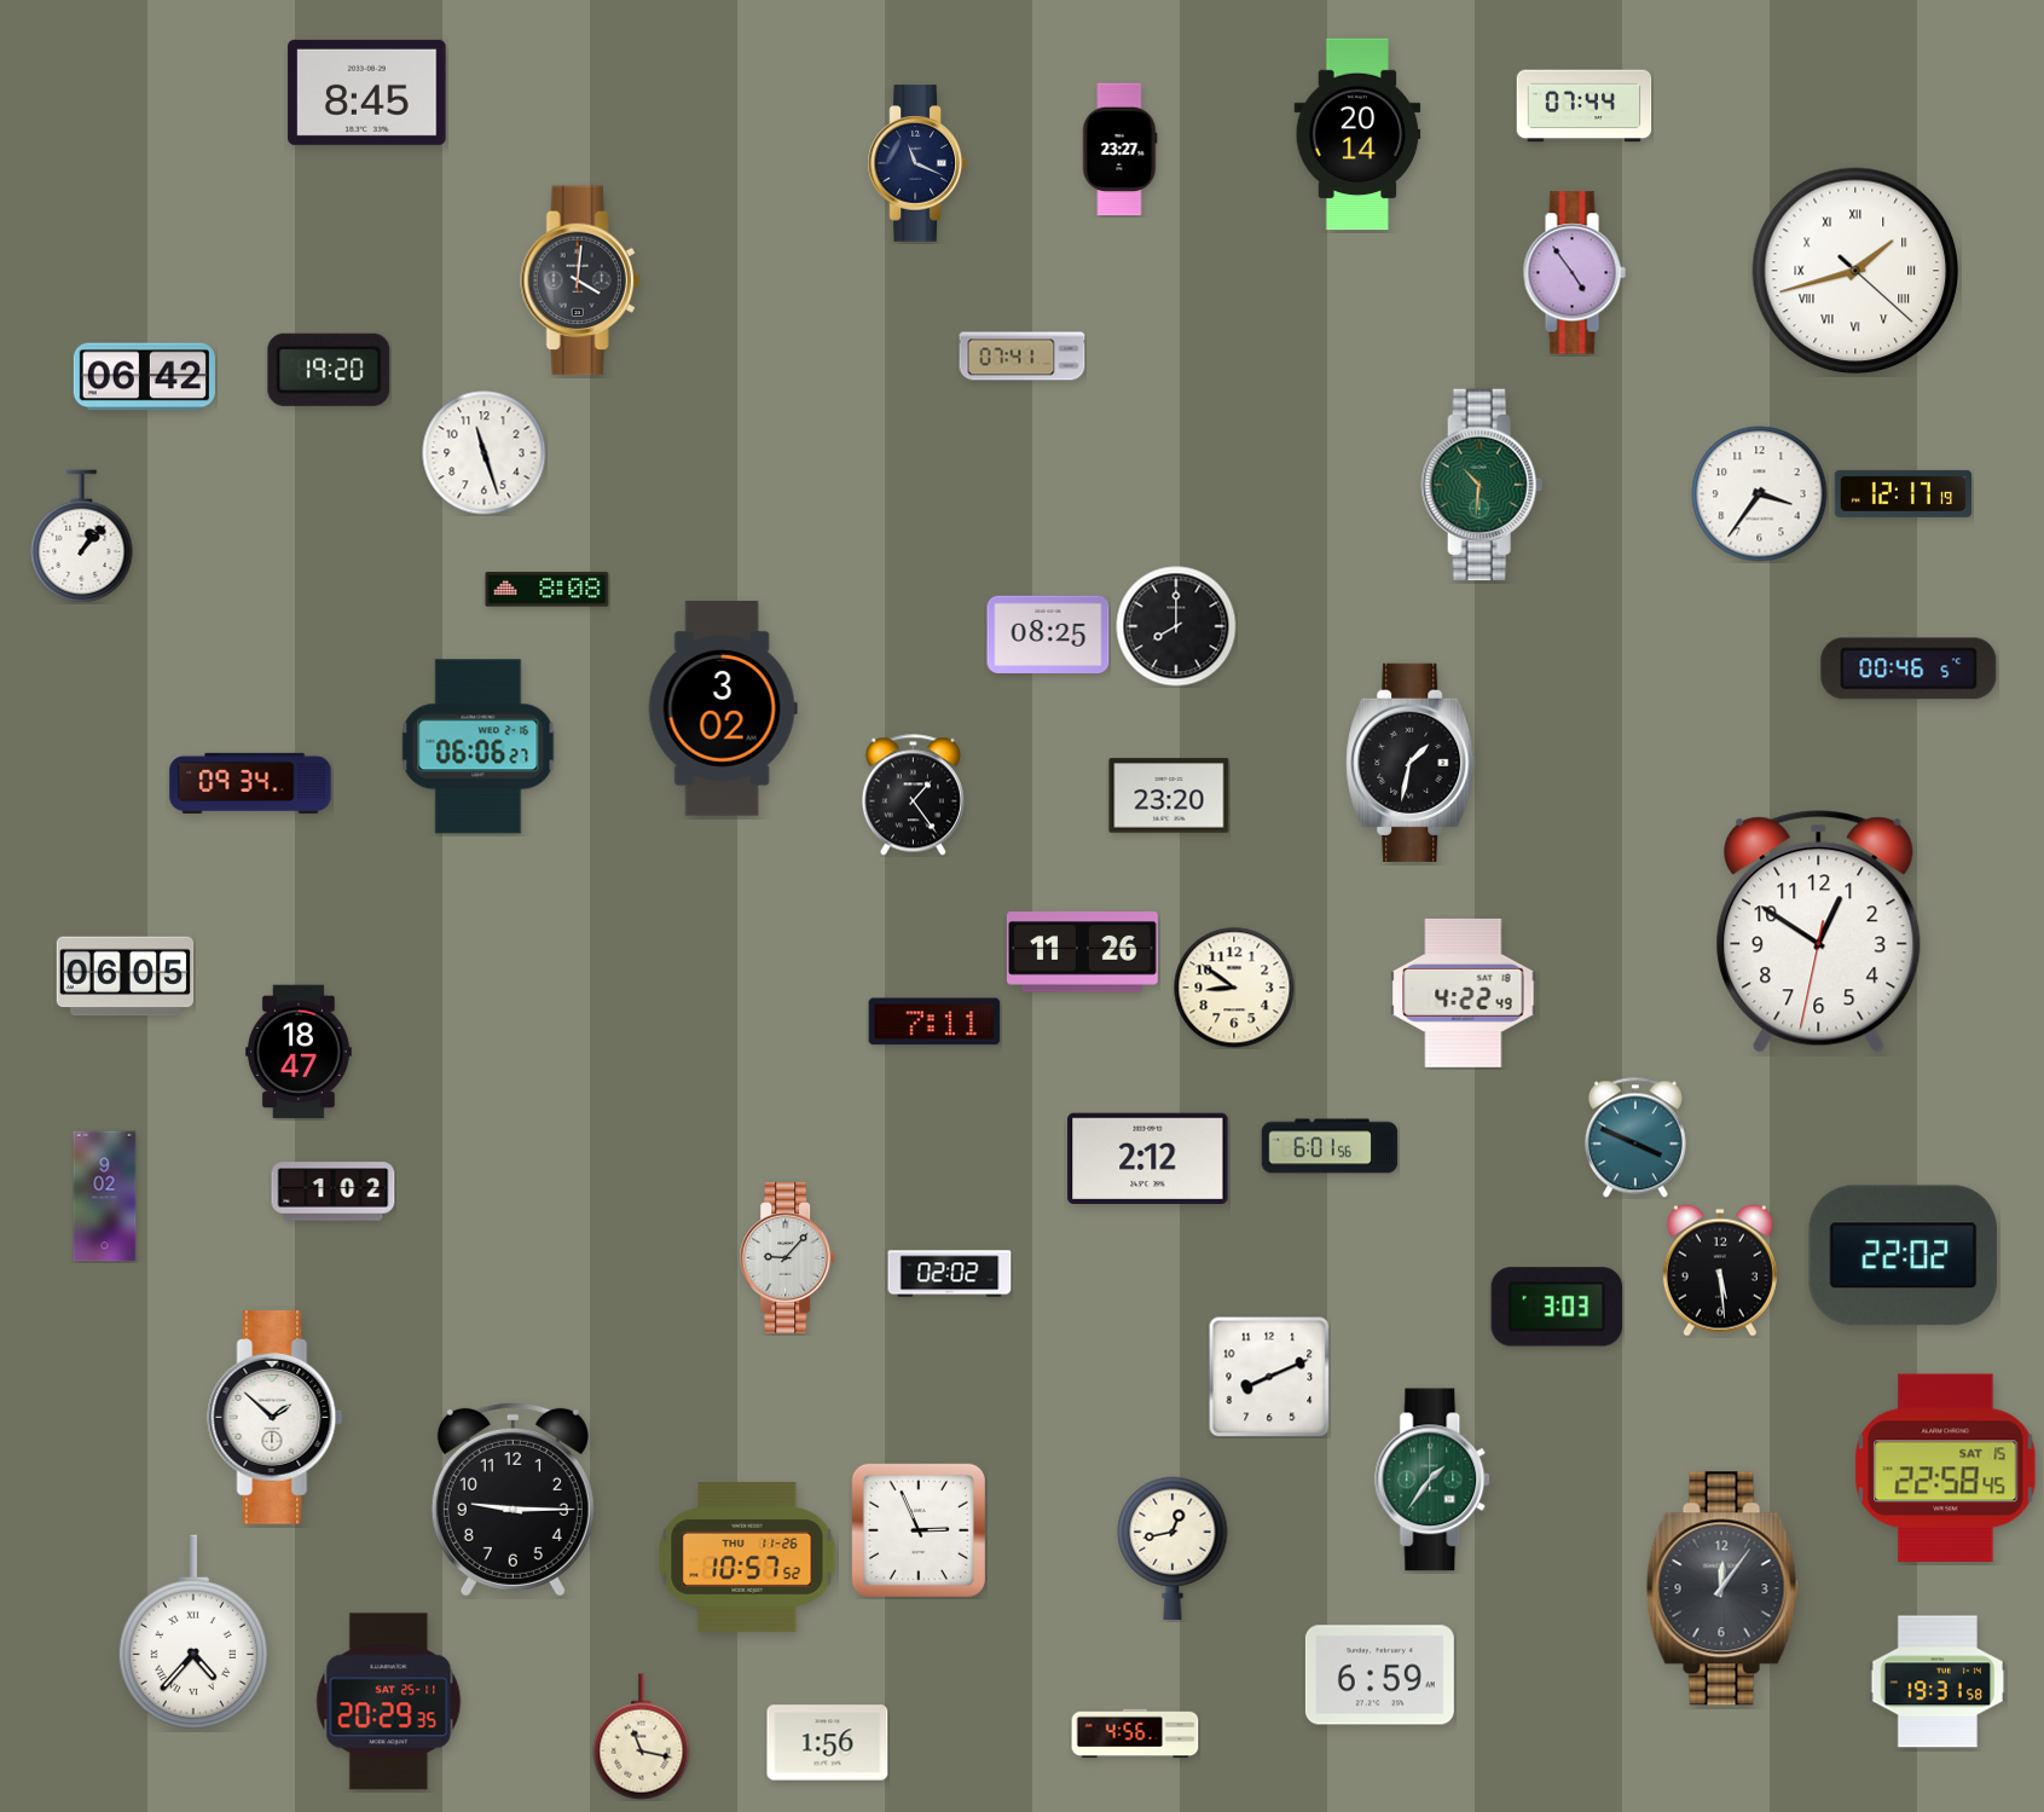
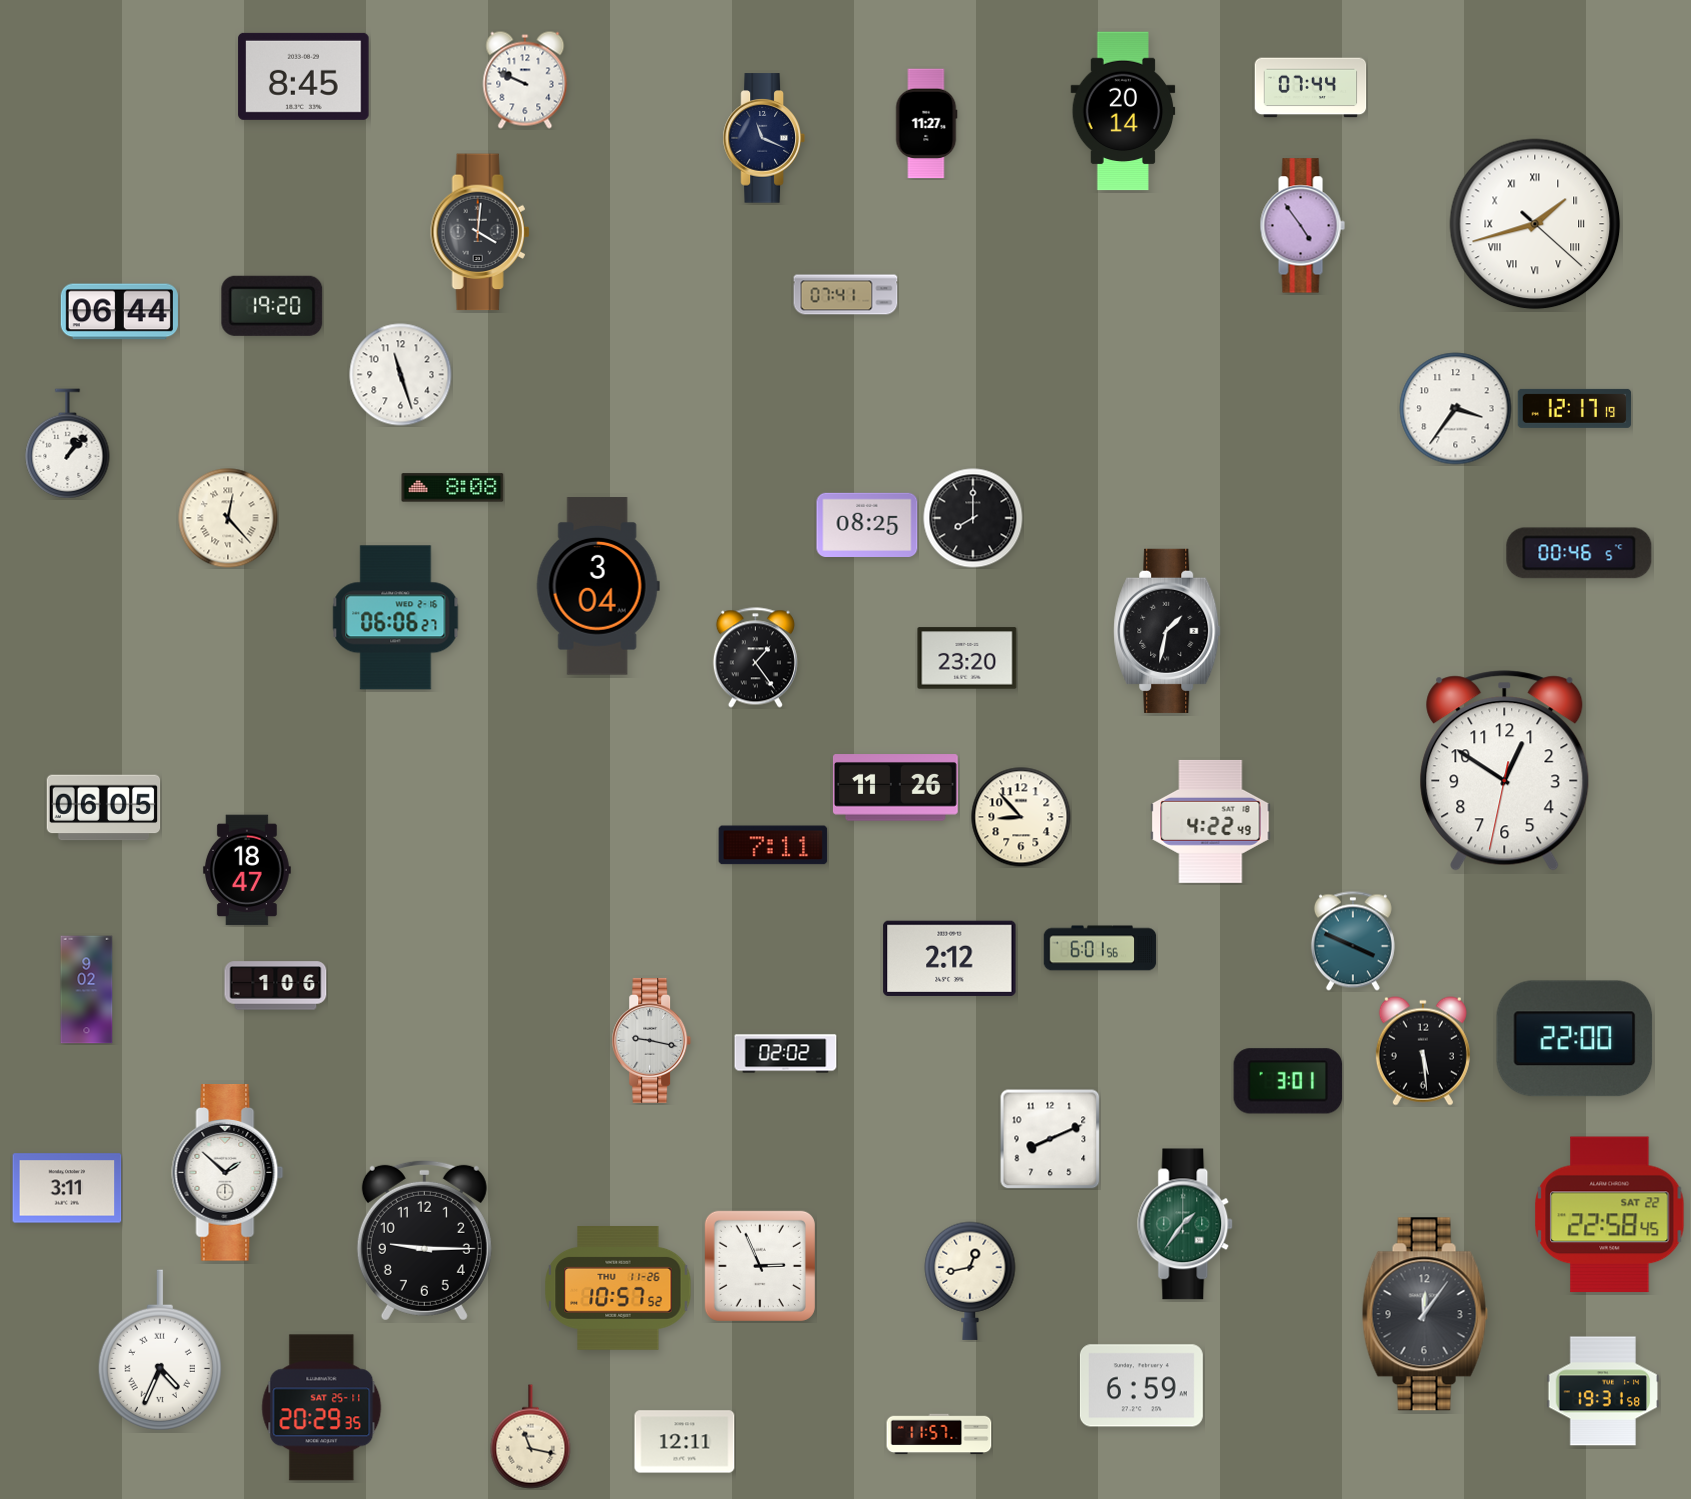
clock at (525, 80): none -> 9:49
clock at (1119, 150): 23:27 -> 11:27
clock at (917, 163) position: (917, 163) -> (764, 138)
clock at (144, 377): 06:42 -> 06:44
clock at (1482, 485): 10:31 -> none
clock at (228, 518): none -> 12:23
clock at (723, 708): 3:02 -> 3:04
clock at (250, 783): 09:34 -> none
clock at (1234, 988): 8:51 -> 8:53
clock at (334, 1192): 1:02 -> 1:06
clock at (1904, 1256): 22:02 -> 22:00
clock at (788, 1257): 9:07 -> 9:17
clock at (1557, 1307): 3:03 -> 3:01
clock at (67, 1188): none -> 3:11
clock at (1946, 1469) date: SAT 15 -> SAT 22
clock at (193, 1632): 4:37 -> 4:34
clock at (1135, 1733): 4:56 -> 11:57
clock at (828, 1743): 1:56 -> 12:11
